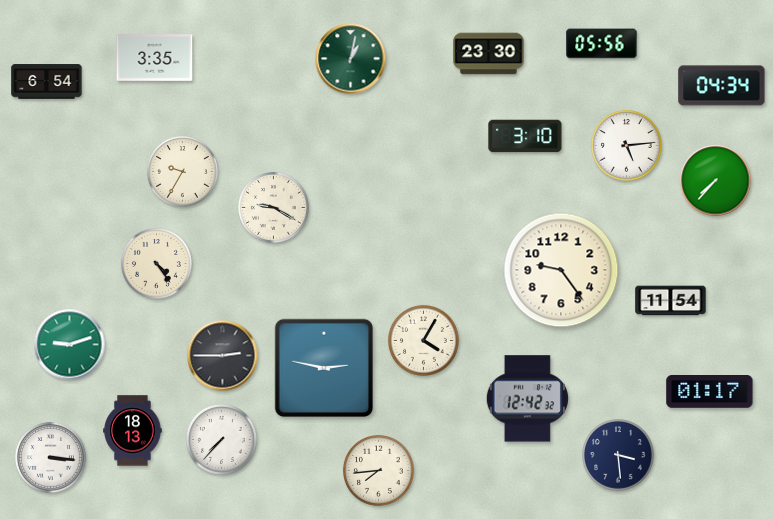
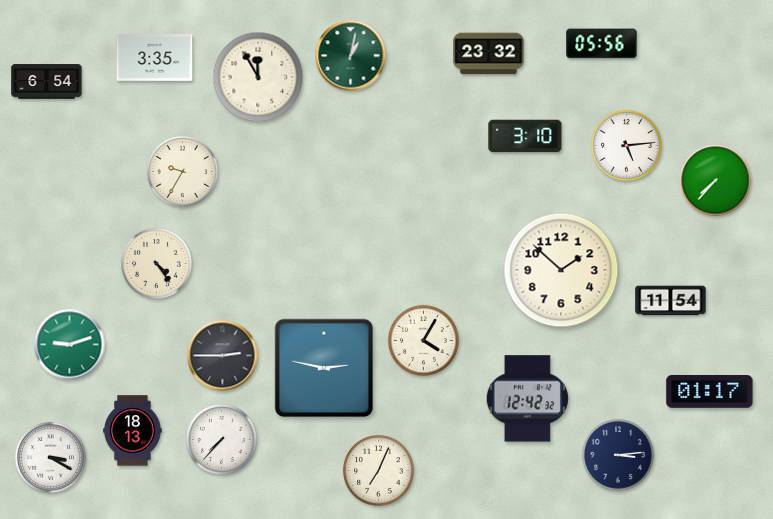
clock at (489, 54): 23:30 -> 23:32
clock at (351, 59) position: (351, 59) -> (351, 56)
clock at (258, 77): none -> 11:55
clock at (722, 86): 04:34 -> none
clock at (273, 207): 9:20 -> none
clock at (561, 270): 9:24 -> 1:52
clock at (619, 456): 3:29 -> 3:14
clock at (50, 457): 3:16 -> 3:20
clock at (378, 470): 7:44 -> 7:04
